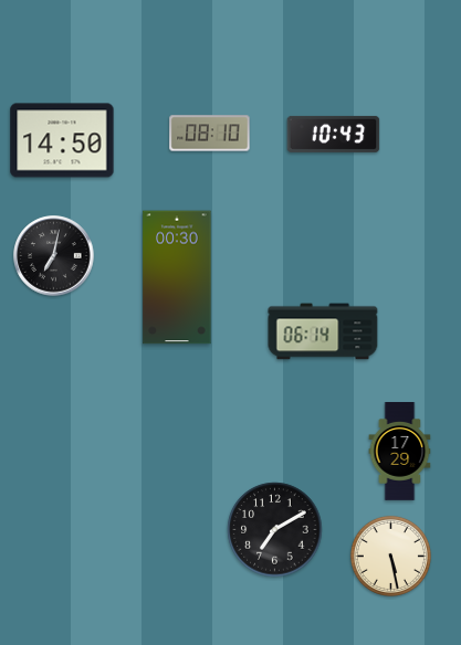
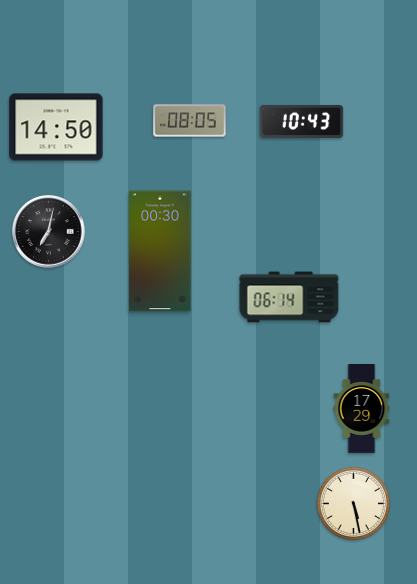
clock at (210, 134): 08:10 -> 08:05
clock at (323, 331) position: (323, 331) -> (289, 297)
clock at (275, 530): 7:10 -> none
